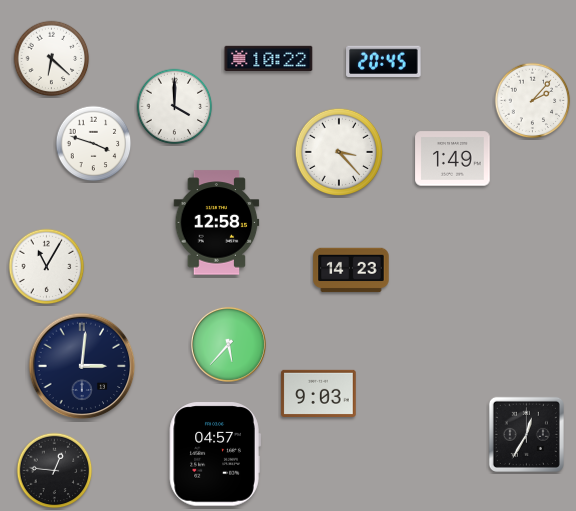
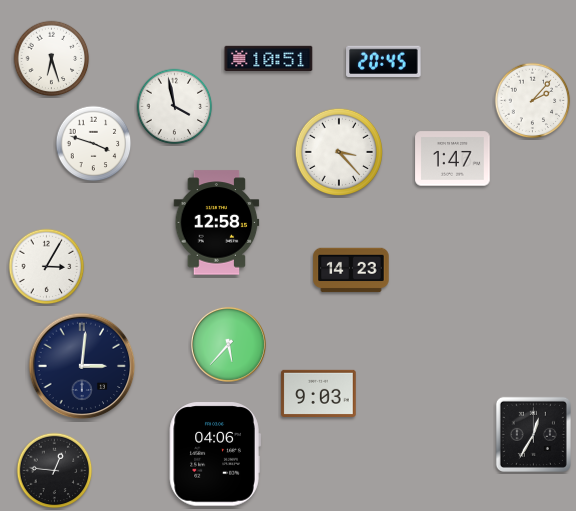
clock at (269, 58): 10:22 -> 10:51
clock at (52, 59): 6:22 -> 6:27
clock at (175, 107): 4:00 -> 3:58
clock at (453, 159): 1:49 -> 1:47
clock at (47, 267): 11:05 -> 3:05
clock at (526, 434) position: (526, 434) -> (533, 434)
clock at (215, 454): 04:57 -> 04:06
